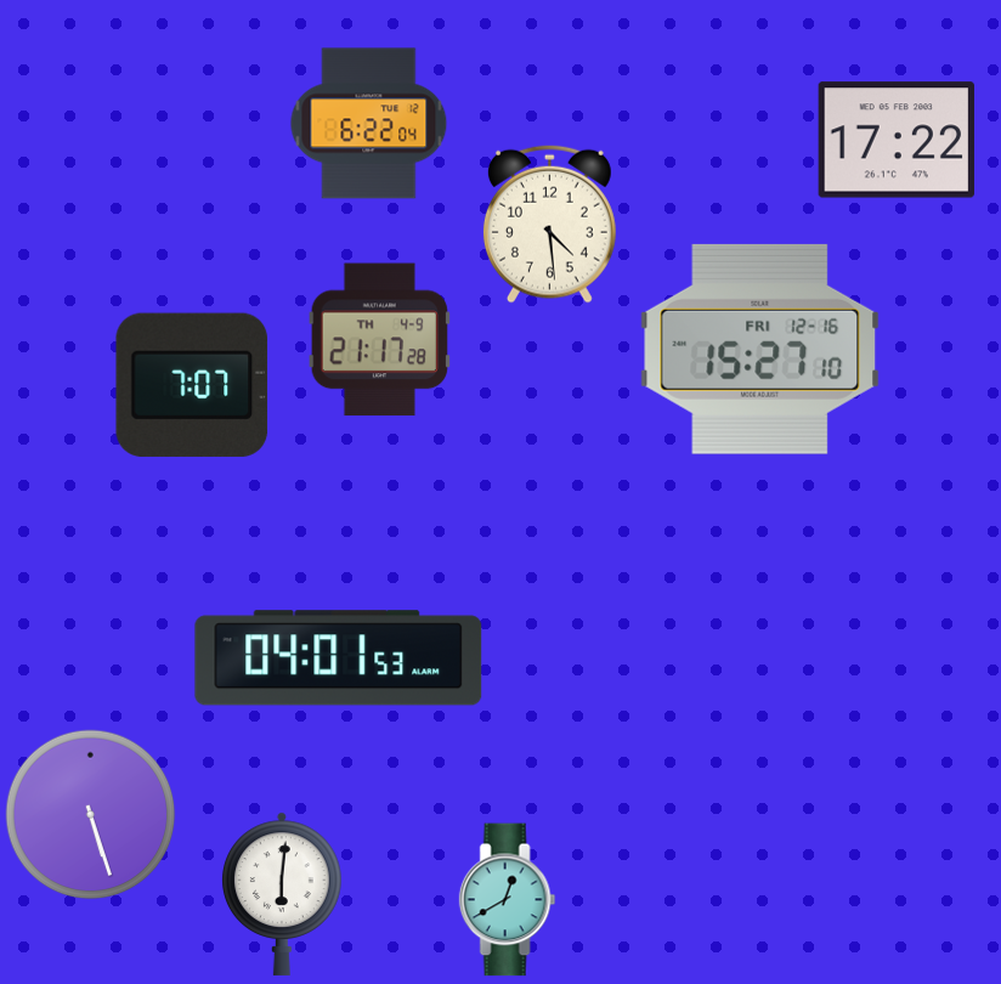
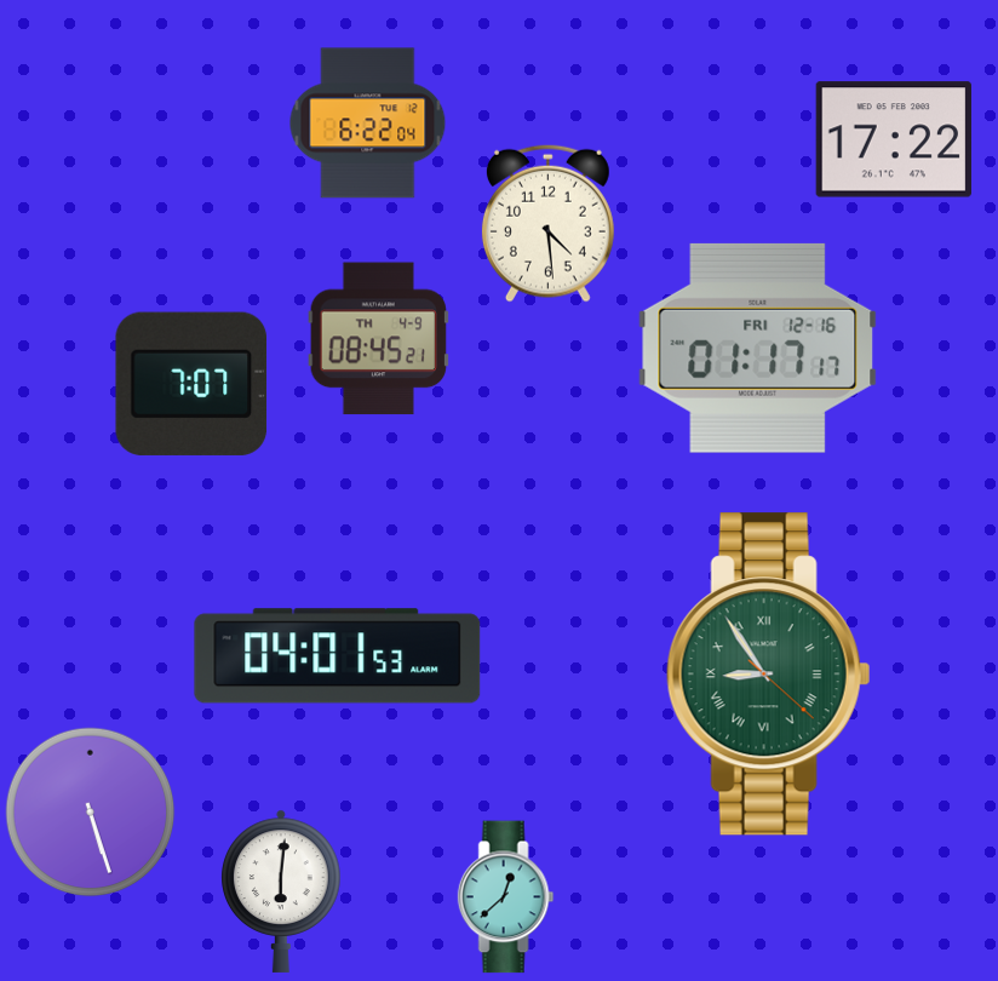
clock at (379, 340): 21:17 -> 08:45
clock at (760, 349): 15:27 -> 01:17
clock at (768, 675): none -> 8:54
clock at (508, 900): 12:40 -> 12:38
